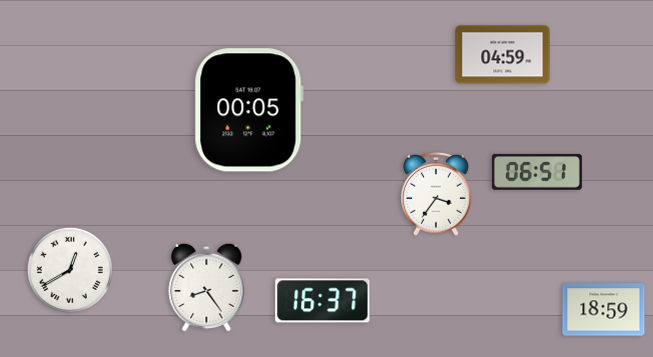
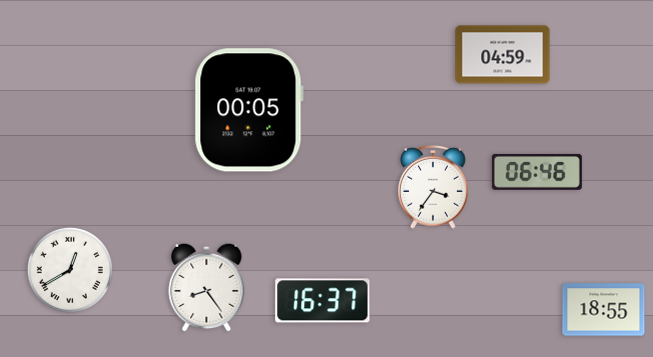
clock at (537, 172): 06:51 -> 06:46
clock at (437, 194) position: (437, 194) -> (434, 187)
clock at (604, 310): 18:59 -> 18:55
